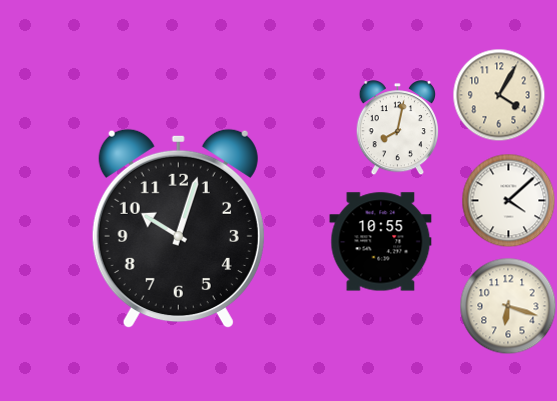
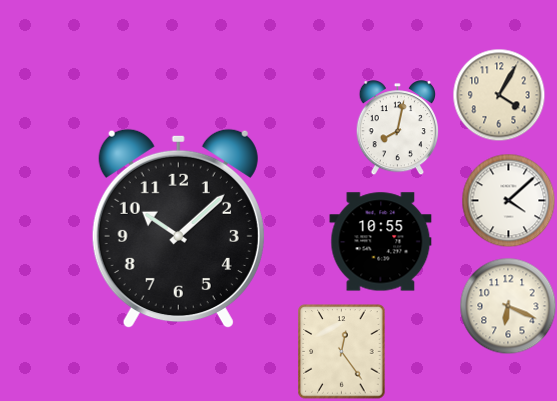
clock at (178, 229): 10:03 -> 10:08
clock at (508, 306): 6:18 -> 6:19
clock at (342, 352): none -> 12:24
